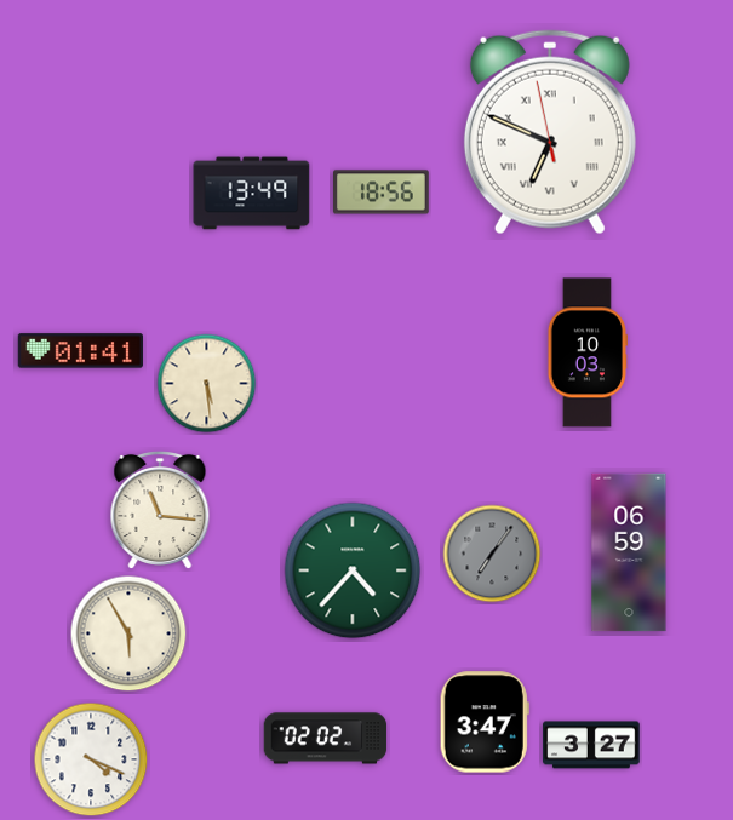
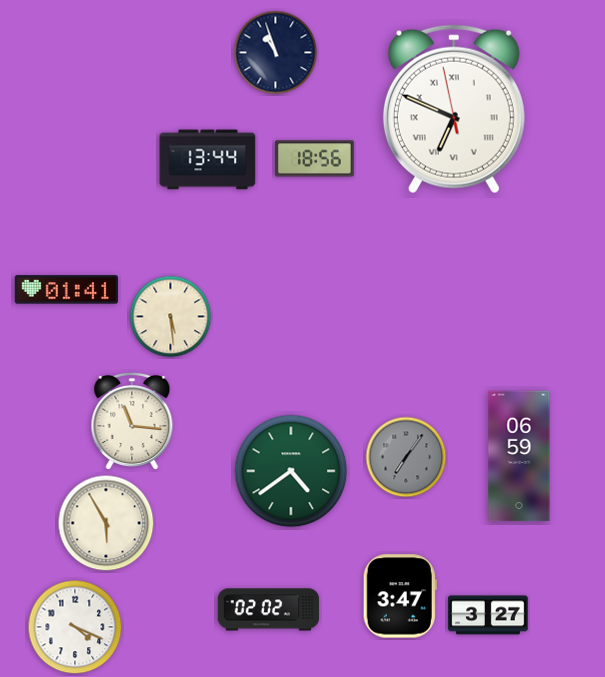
clock at (276, 53): none -> 10:57
clock at (252, 194): 13:49 -> 13:44
clock at (588, 352): 10:03 -> none
clock at (353, 570): 4:37 -> 4:39
